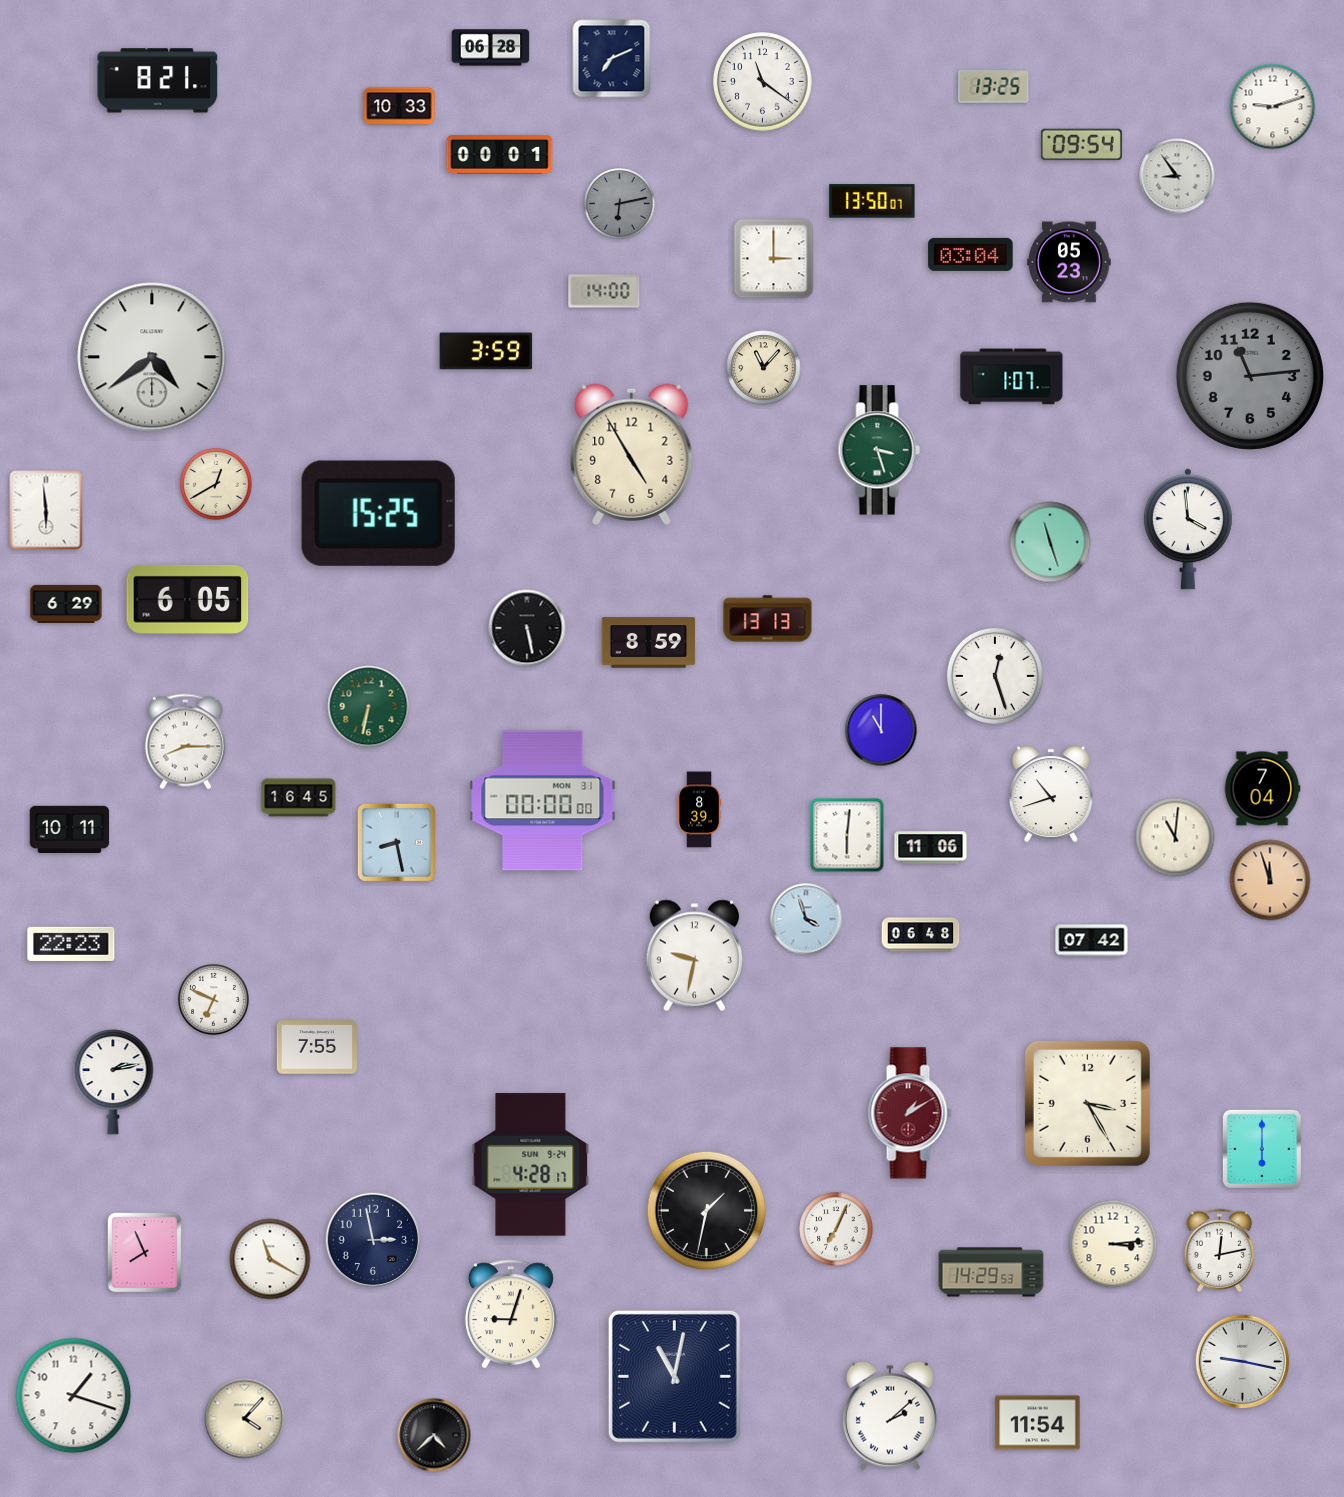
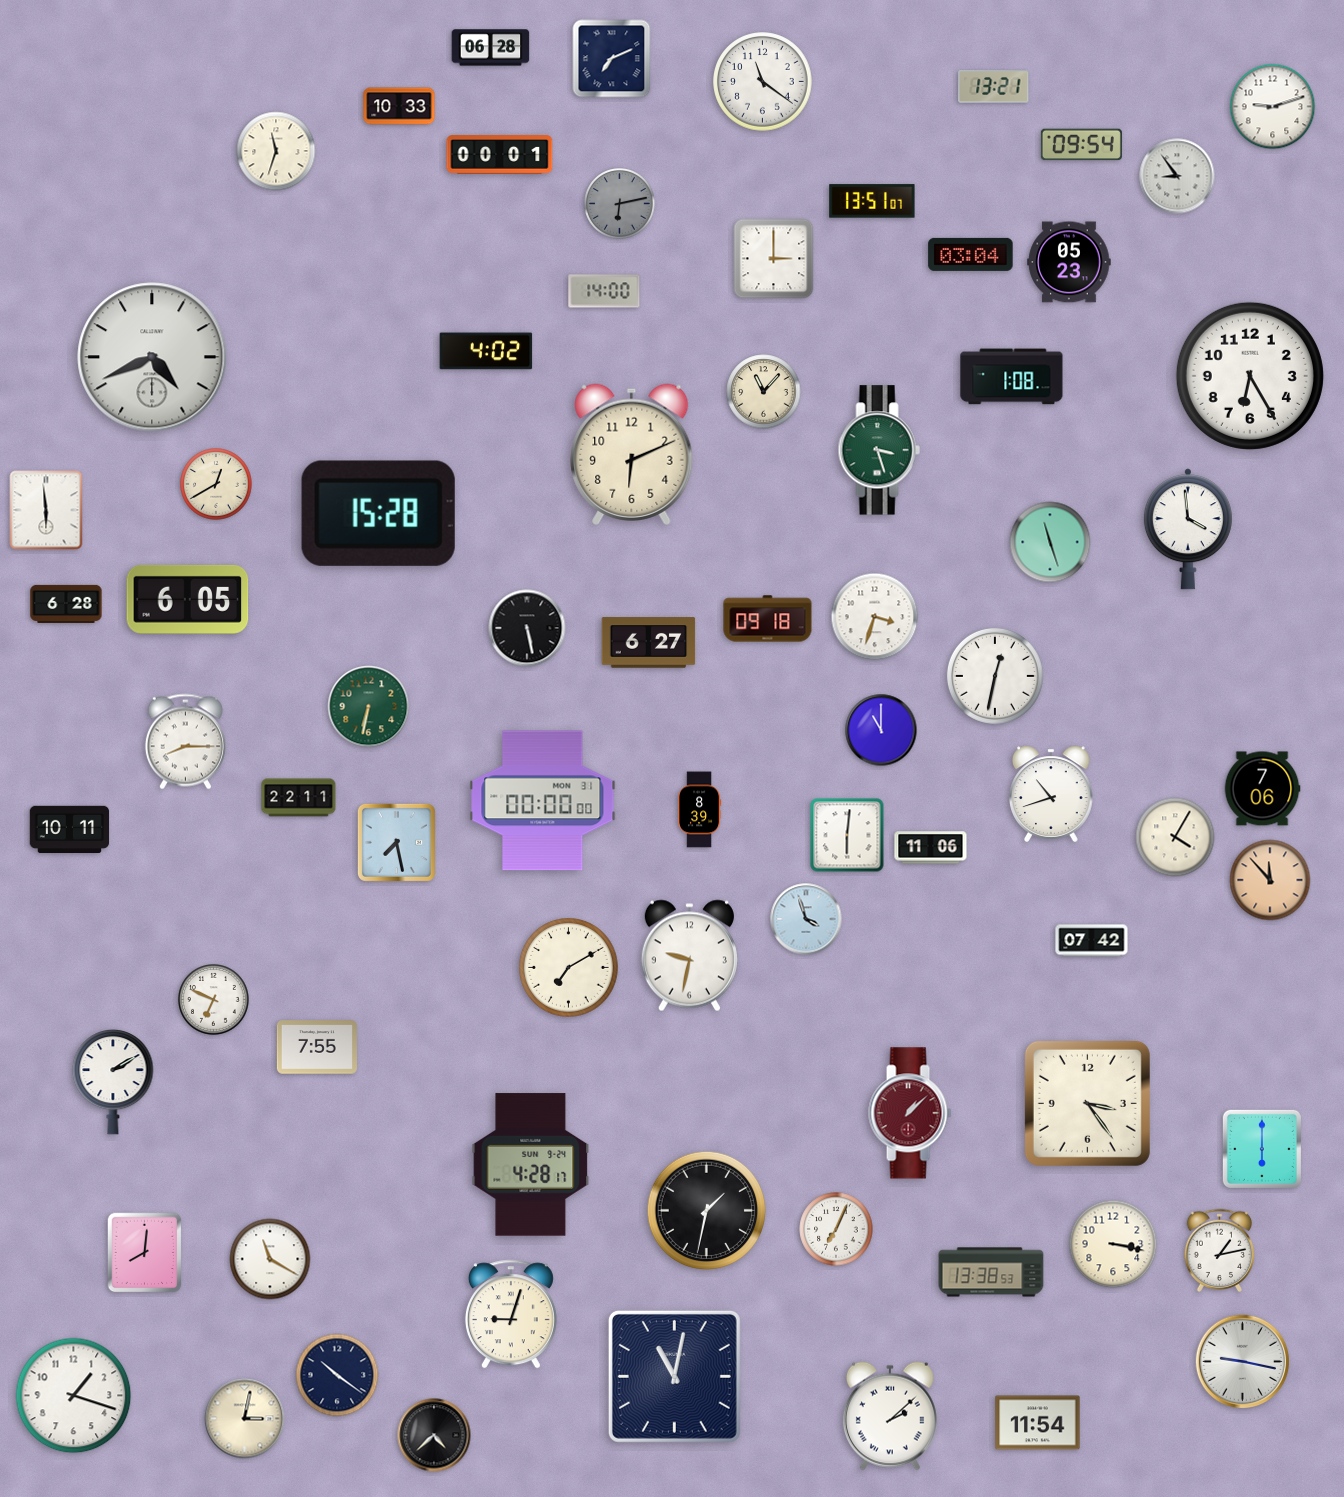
clock at (158, 81): 8:21 -> none
clock at (994, 87): 13:25 -> 13:21
clock at (276, 151): none -> 11:33
clock at (872, 201): 13:50 -> 13:51
clock at (486, 351): 3:59 -> 4:02
clock at (152, 357): 4:39 -> 4:41
clock at (764, 368) position: (764, 368) -> (764, 392)
clock at (1250, 376): 11:14 -> 6:25
clock at (1250, 376) dial: grey -> white
clock at (1012, 377): 1:07 -> 1:08
clock at (632, 454): 4:55 -> 6:11
clock at (378, 513): 15:25 -> 15:28
clock at (66, 604): 6:29 -> 6:28
clock at (875, 617): none -> 3:33
clock at (768, 619): 13:13 -> 09:18
clock at (649, 643): 8:59 -> 6:27
clock at (995, 676): 12:27 -> 12:32
clock at (1262, 789): 7:04 -> 7:06
clock at (299, 798): 16:45 -> 22:11
clock at (1175, 837): 11:01 -> 4:05
clock at (396, 842): 8:28 -> 7:28
clock at (1270, 880): 11:57 -> 11:53
clock at (921, 935): 06:48 -> none
clock at (71, 944): 22:23 -> none
clock at (694, 956) position: (694, 956) -> (689, 956)
clock at (569, 968): none -> 7:10
clock at (113, 1083): 2:13 -> 2:10
clock at (1087, 1103): 3:25 -> 3:24
clock at (910, 1113): 1:10 -> 1:08
clock at (373, 1240): 2:58 -> none
clock at (1113, 1244): 3:14 -> 3:17
clock at (1220, 1250): 12:13 -> 1:13
clock at (145, 1253): 7:56 -> 8:01
clock at (991, 1272): 14:29 -> 13:38
clock at (337, 1375): none -> 10:21
clock at (245, 1419): 4:07 -> 3:02
